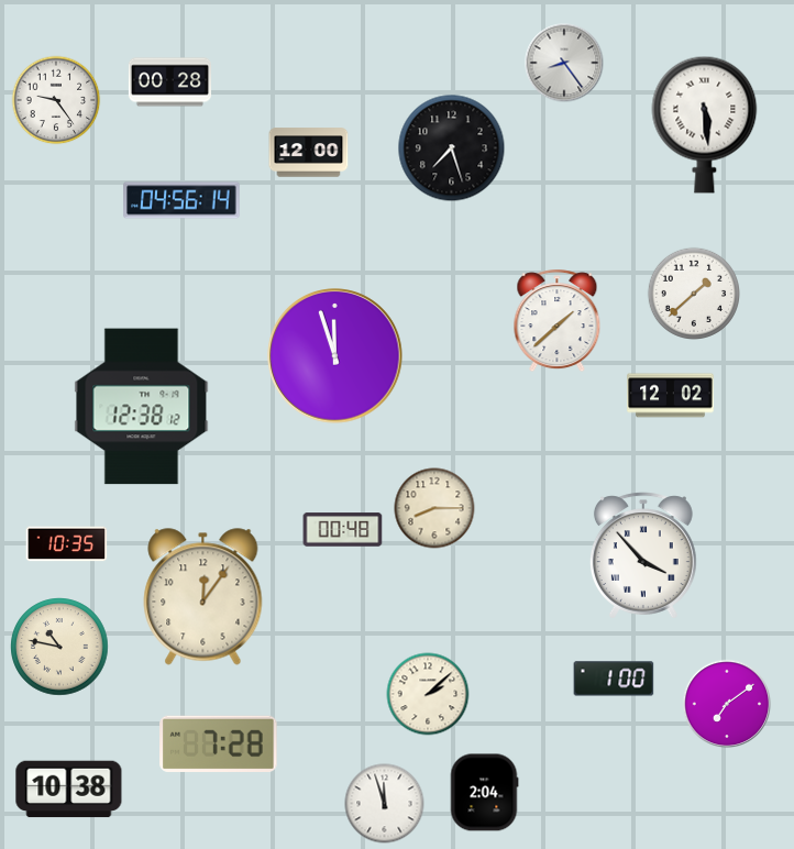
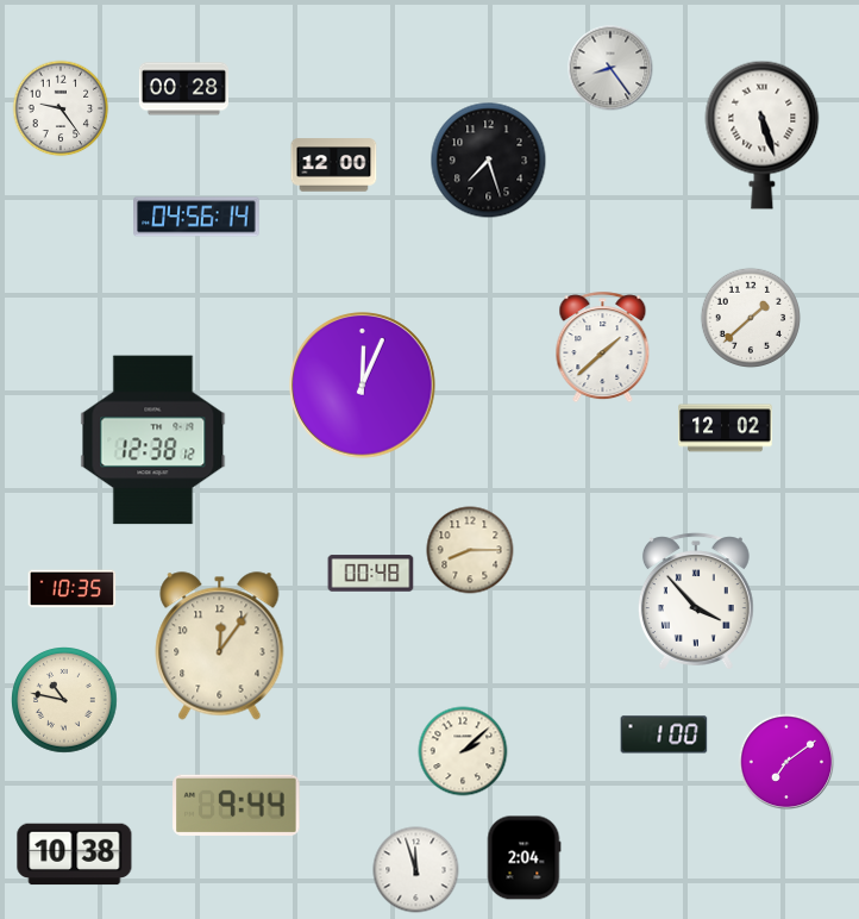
clock at (705, 124): 5:29 -> 5:27
clock at (335, 356): 11:57 -> 12:04
clock at (219, 743): 7:28 -> 9:44
